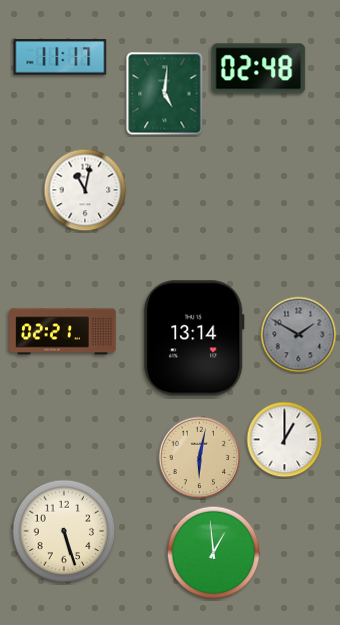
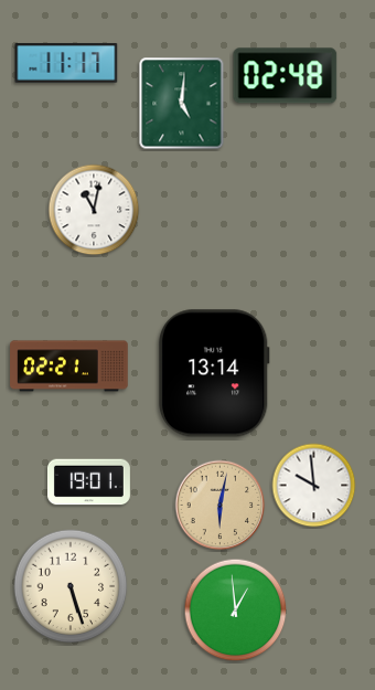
clock at (299, 335): 1:50 -> none
clock at (88, 482): none -> 19:01
clock at (285, 440): 1:00 -> 9:59
